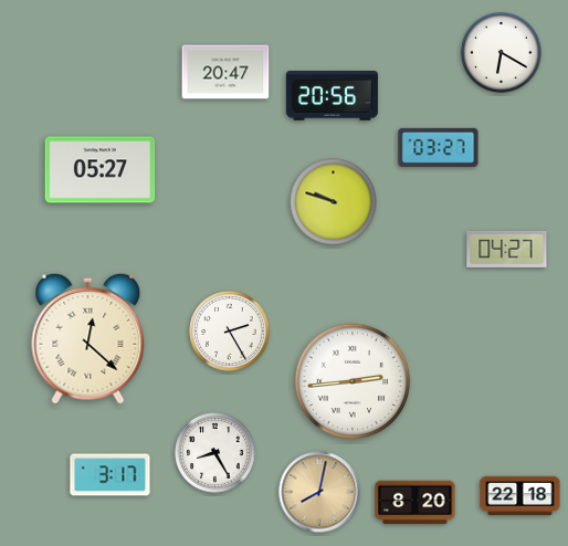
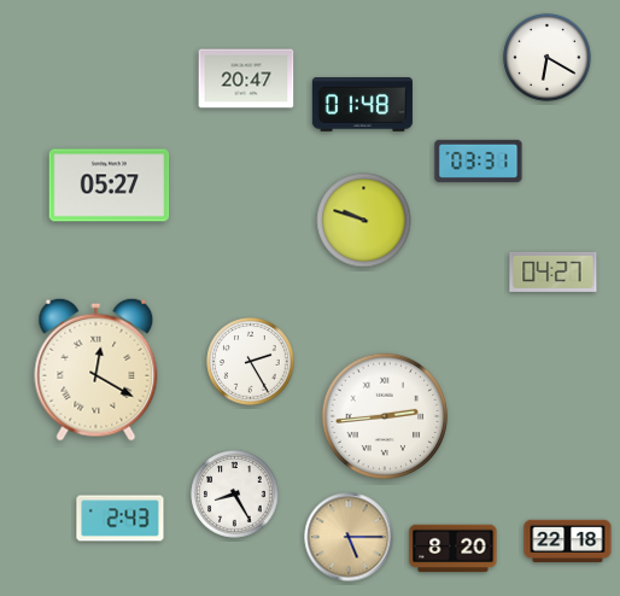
clock at (332, 96): 20:56 -> 01:48
clock at (439, 147): 03:27 -> 03:31
clock at (88, 338): 12:22 -> 12:20
clock at (111, 475): 3:17 -> 2:43
clock at (319, 492): 8:02 -> 5:15
